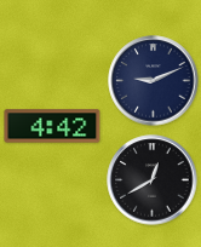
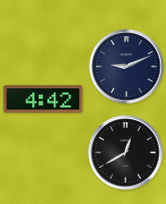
clock at (52, 126) position: (52, 126) -> (43, 99)
clock at (153, 180) position: (153, 180) -> (126, 153)
